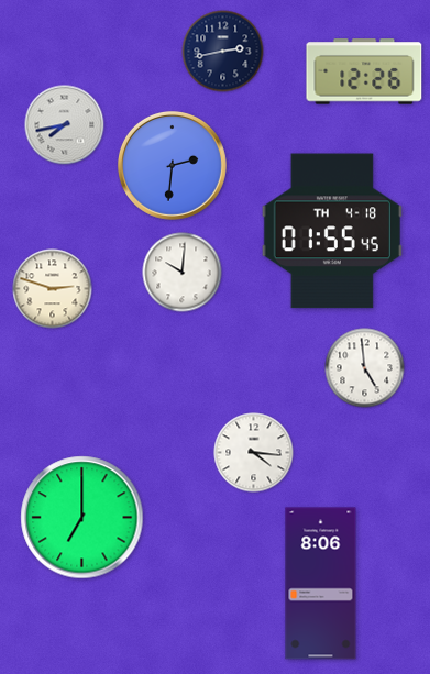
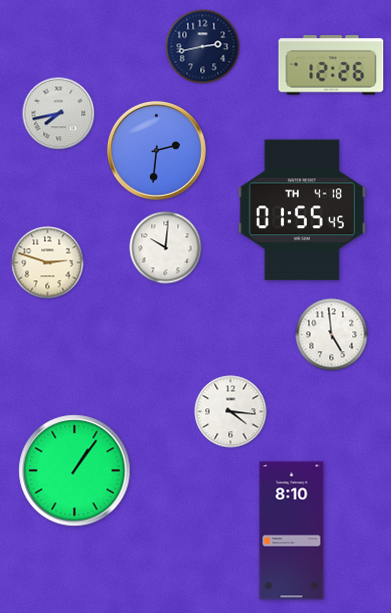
clock at (82, 518): 7:00 -> 1:06
clock at (321, 584): 8:06 -> 8:10
